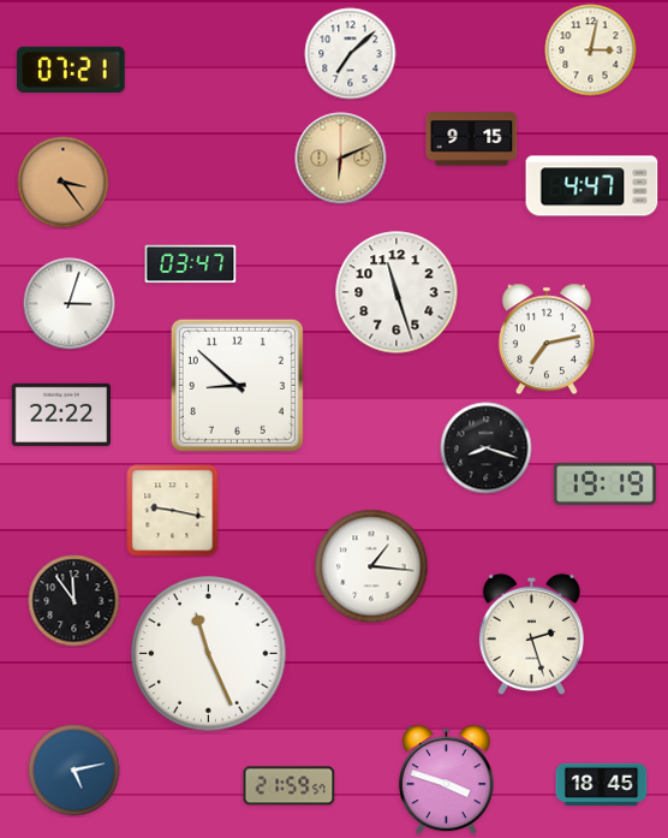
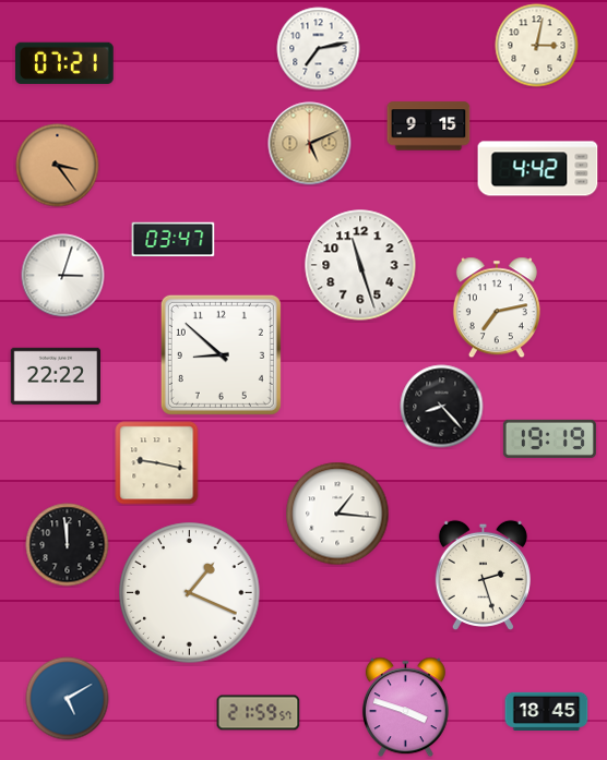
clock at (351, 54): 7:08 -> 7:13
clock at (341, 159): 6:11 -> 5:11
clock at (592, 186): 4:47 -> 4:42
clock at (237, 385) position: (237, 385) -> (221, 354)
clock at (487, 448): 8:18 -> 8:23
clock at (74, 601): 11:54 -> 11:59
clock at (209, 654): 11:26 -> 1:19
clock at (74, 771): 5:13 -> 5:10
clock at (290, 786) position: (290, 786) -> (259, 713)
